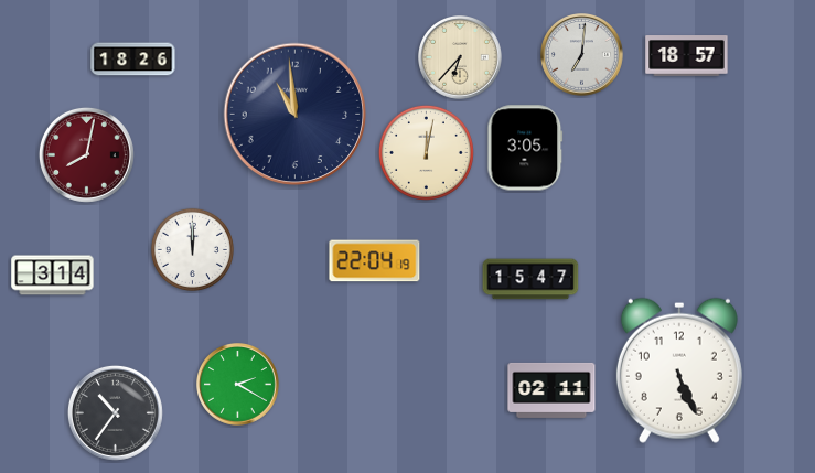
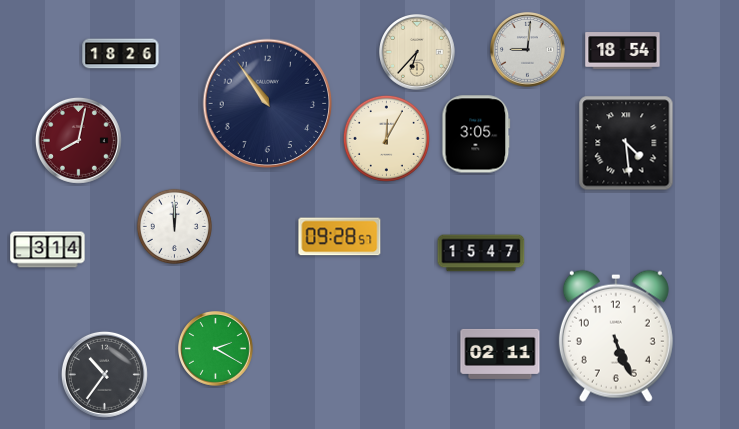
clock at (582, 55): 7:01 -> 9:01
clock at (687, 56): 18:57 -> 18:54
clock at (296, 115): 10:59 -> 10:54
clock at (426, 152): 12:02 -> 12:05
clock at (626, 143): none -> 4:29
clock at (375, 261): 22:04 -> 09:28
